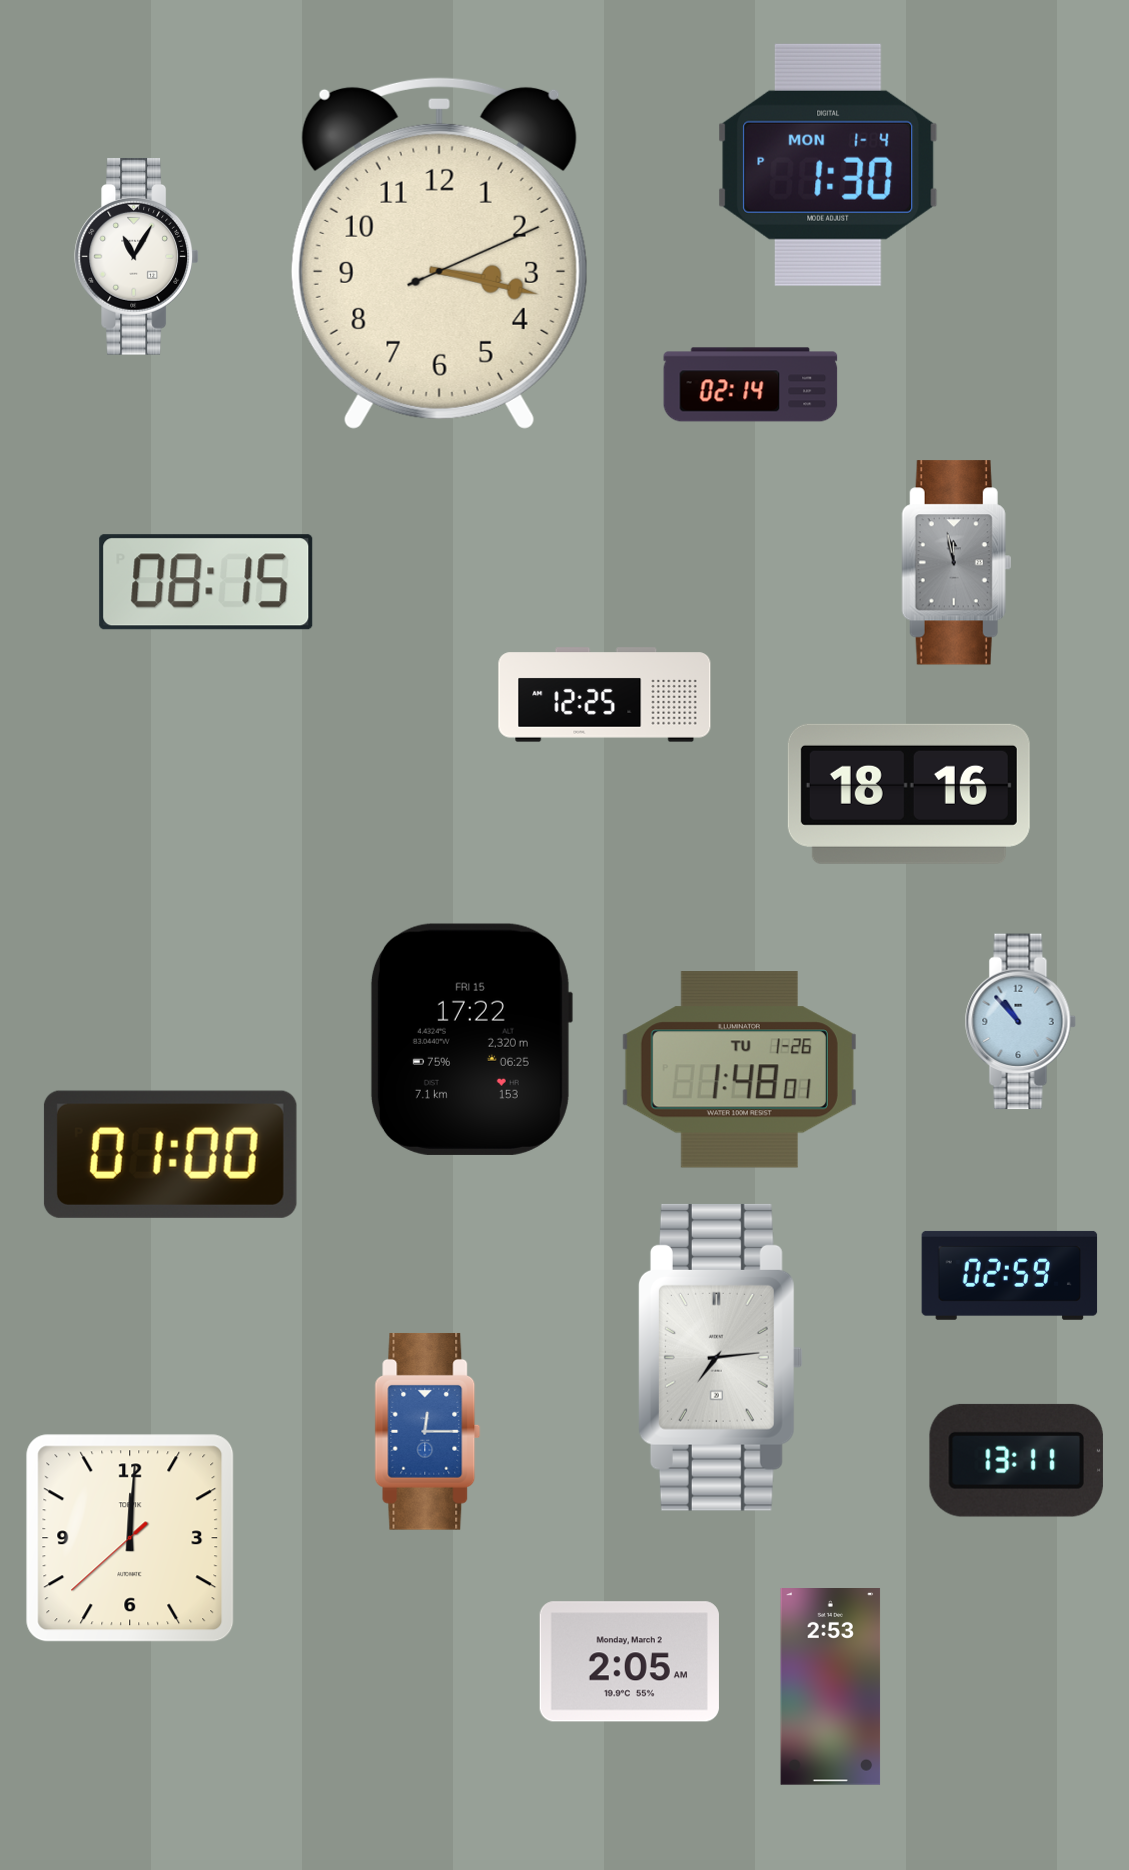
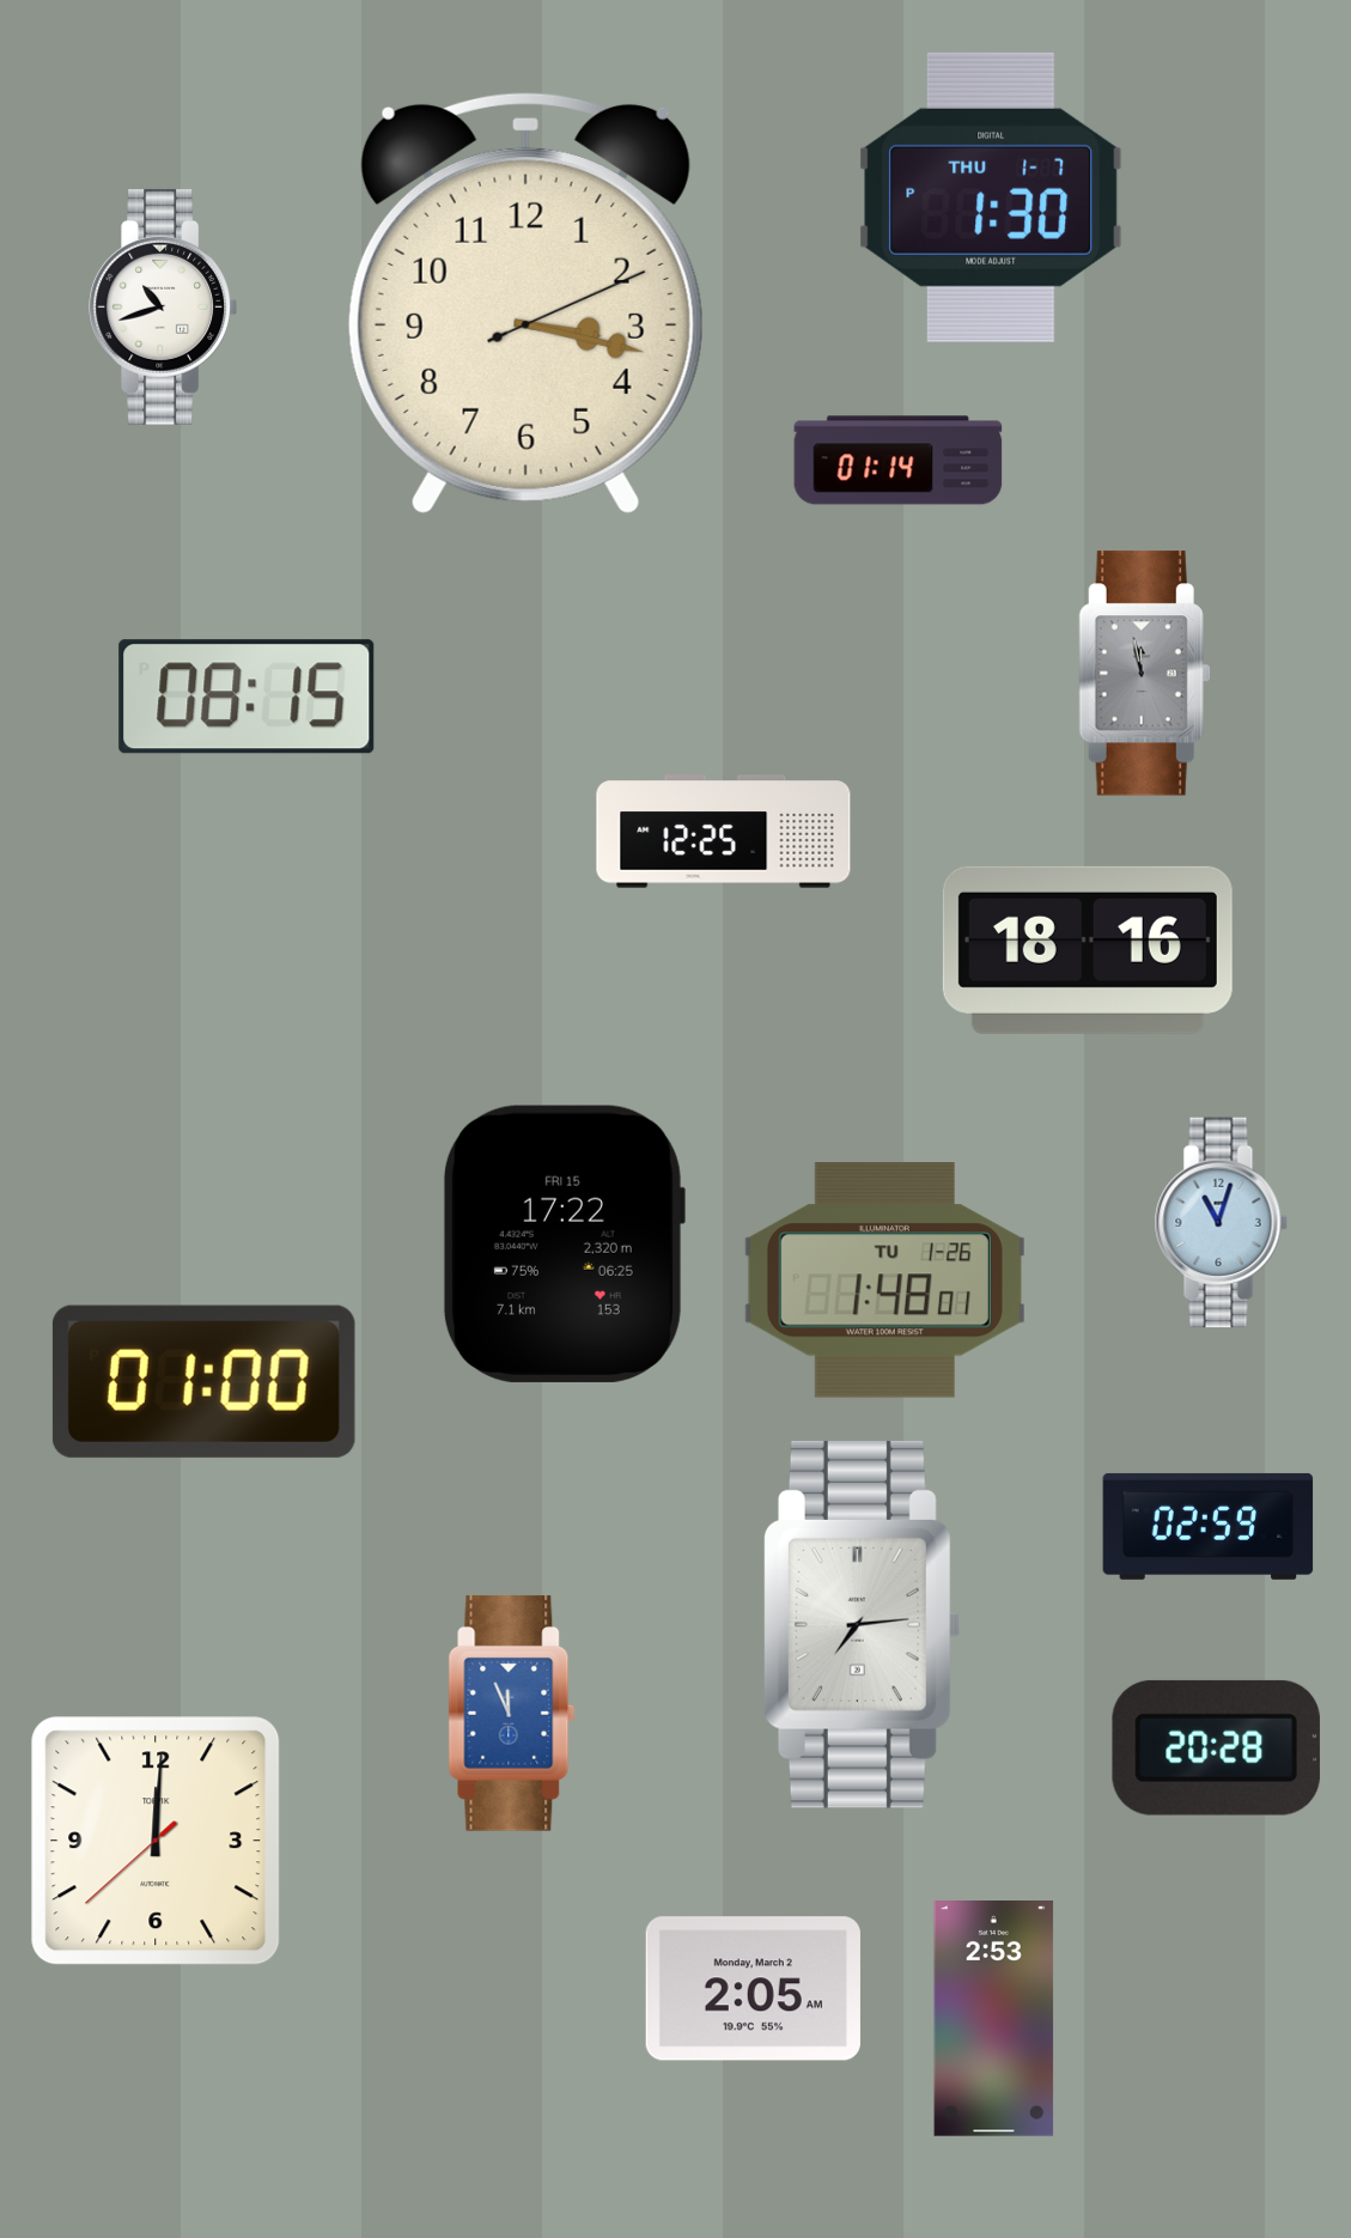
clock at (828, 165) date: MON 1-4 -> THU 1-7
clock at (136, 257): 11:05 -> 10:42
clock at (751, 385): 02:14 -> 01:14
clock at (1020, 1022): 10:53 -> 11:03
clock at (428, 1432): 12:15 -> 11:56
clock at (1016, 1460): 13:11 -> 20:28
